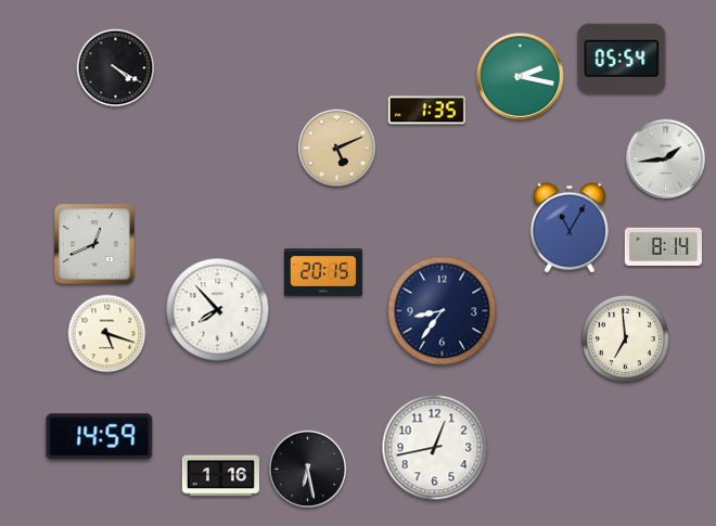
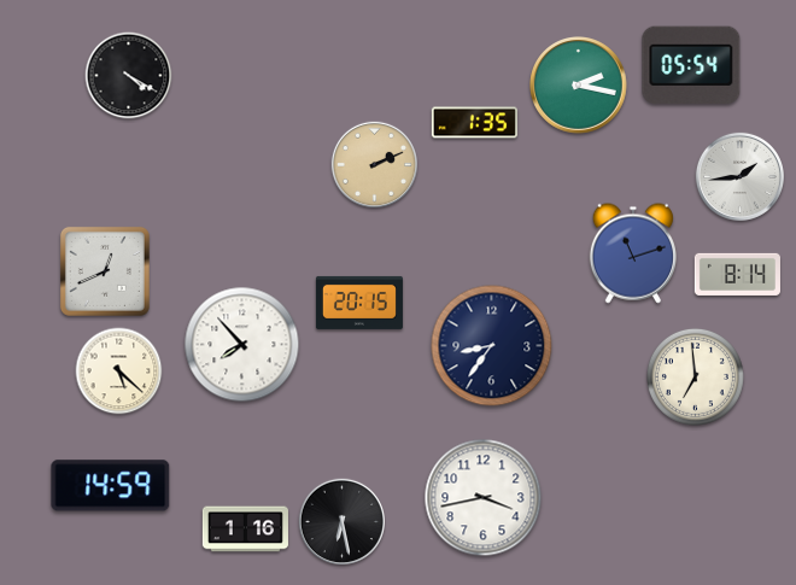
clock at (336, 147): 5:11 -> 2:11
clock at (570, 228): 11:05 -> 11:12
clock at (107, 334): 5:18 -> 5:22
clock at (435, 448): 12:43 -> 3:43
